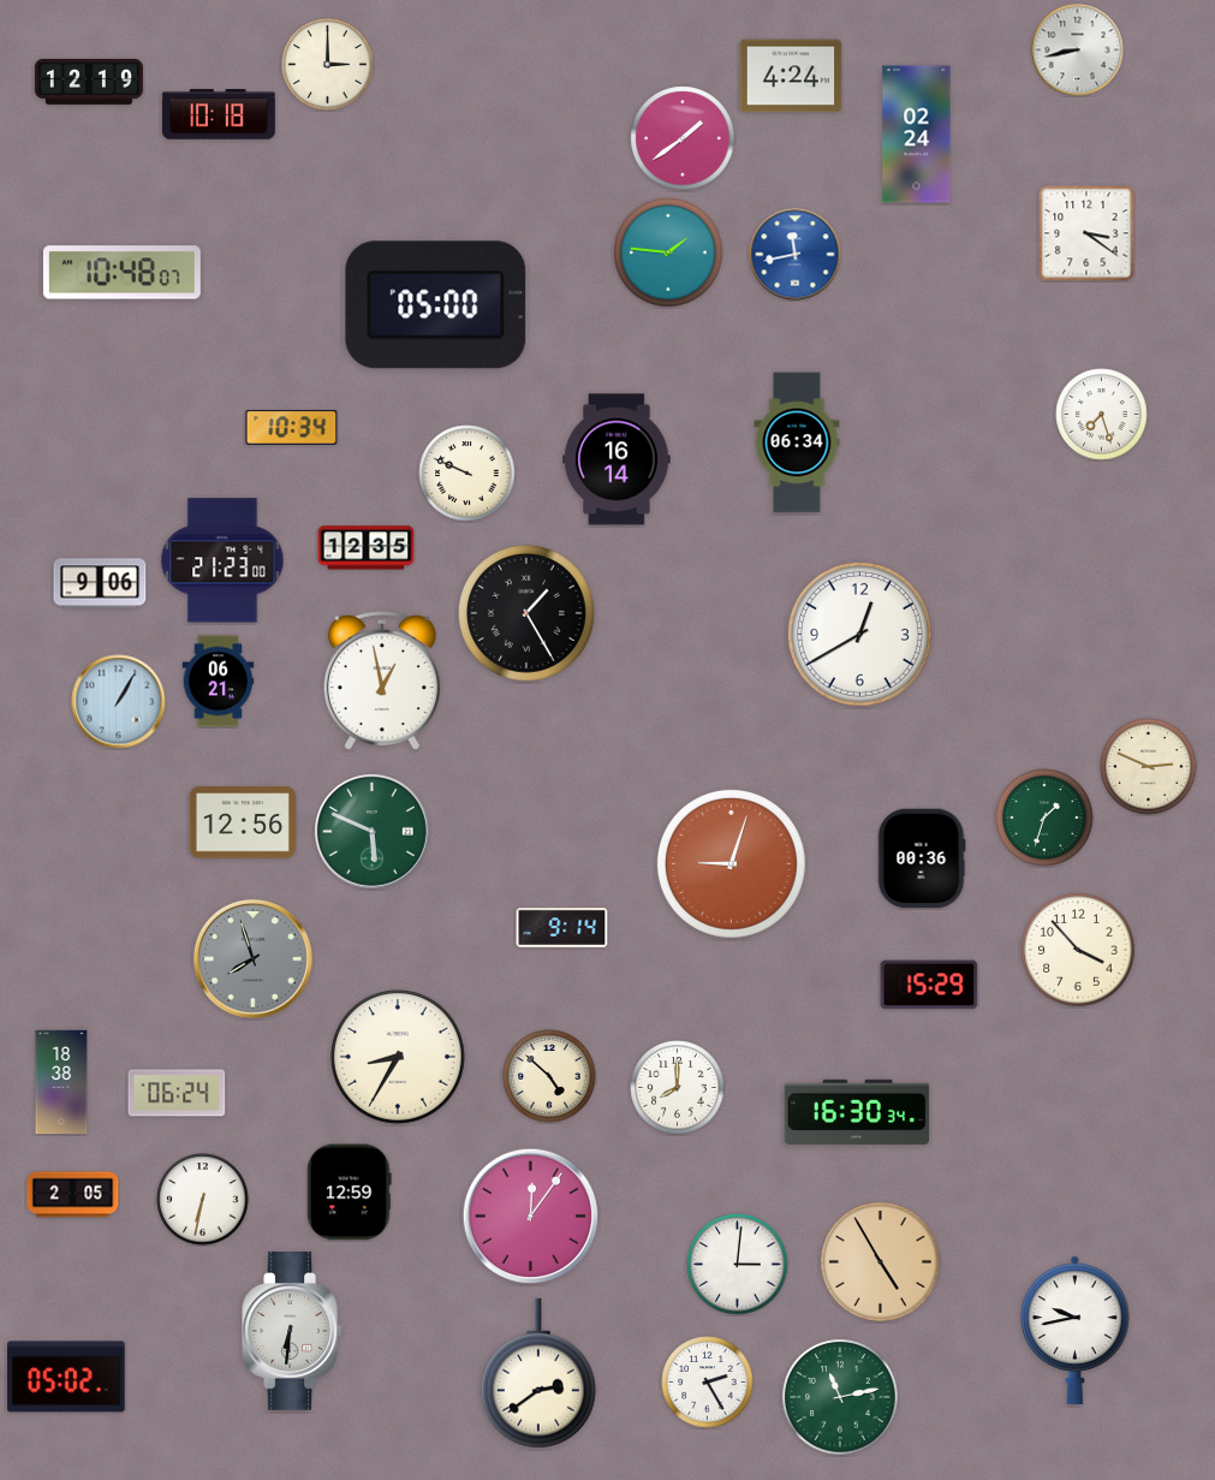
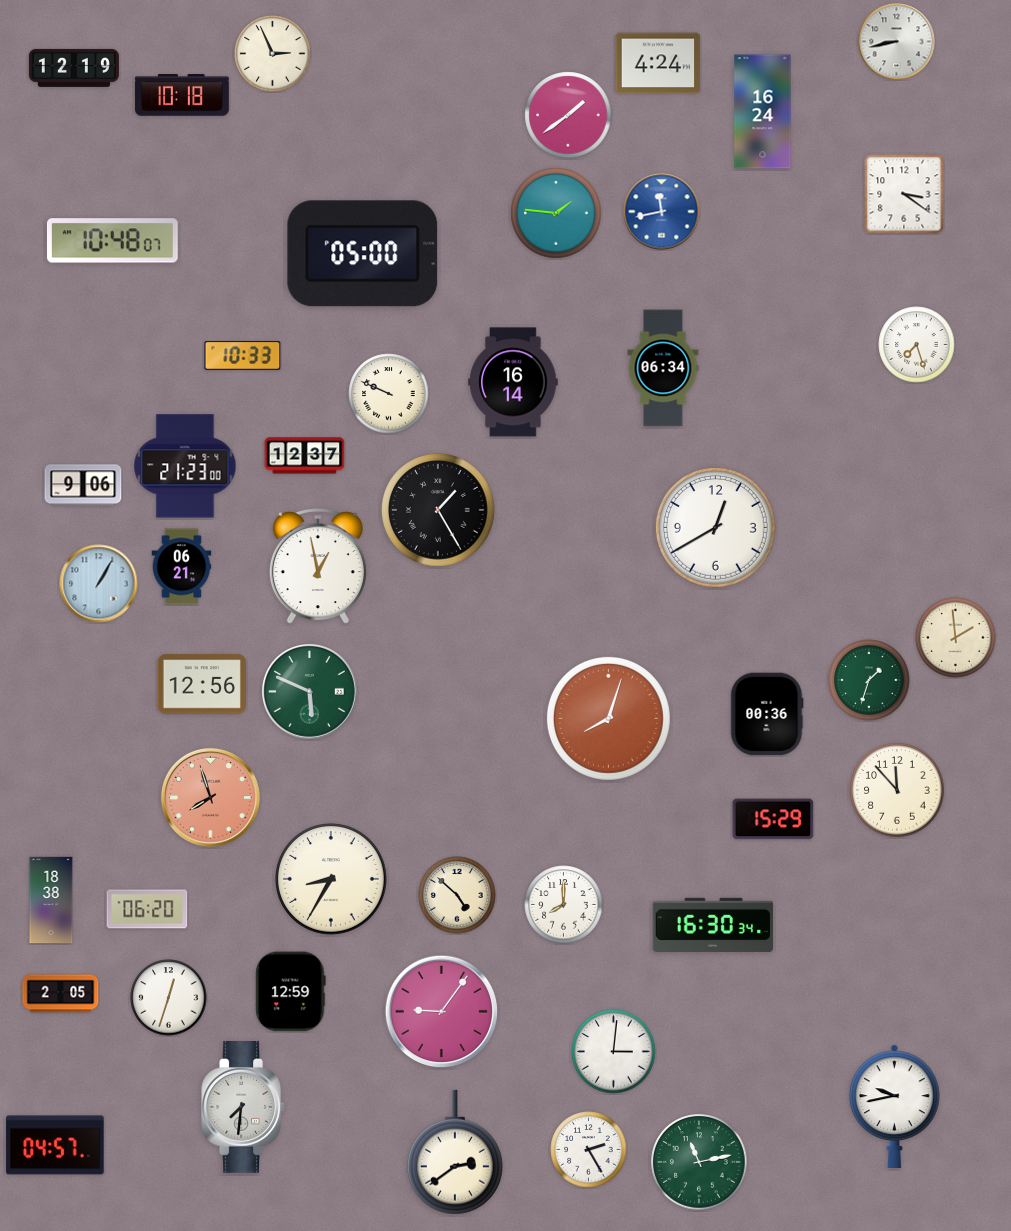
clock at (328, 65): 3:00 -> 2:56
clock at (917, 135): 02:24 -> 16:24
clock at (668, 252) position: (668, 252) -> (556, 213)
clock at (121, 273) position: (121, 273) -> (112, 241)
clock at (292, 428): 10:34 -> 10:33
clock at (367, 548): 12:35 -> 12:37
clock at (1149, 767): 2:49 -> 1:59
clock at (731, 863): 9:03 -> 8:03
clock at (562, 928): 9:14 -> none
clock at (1078, 950): 3:53 -> 11:53
clock at (252, 958) dial: grey -> salmon
clock at (177, 1093): 06:24 -> 06:20
clock at (203, 1200): 6:32 -> 12:33
clock at (531, 1217): 12:06 -> 9:06
clock at (881, 1262): 4:55 -> none
clock at (292, 1332): 6:31 -> 7:31
clock at (538, 1373) position: (538, 1373) -> (455, 1152)
clock at (66, 1377): 05:02 -> 04:57
